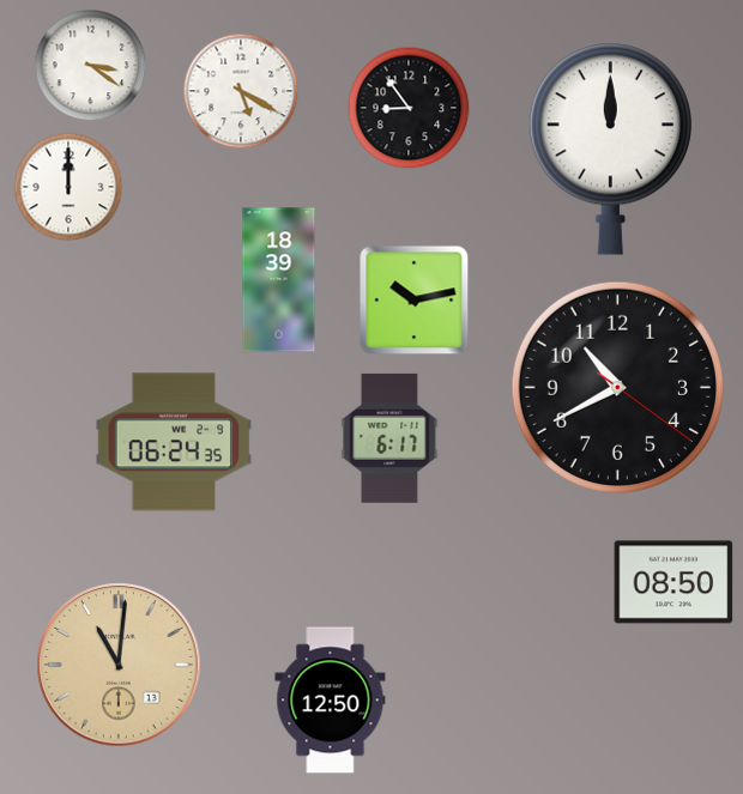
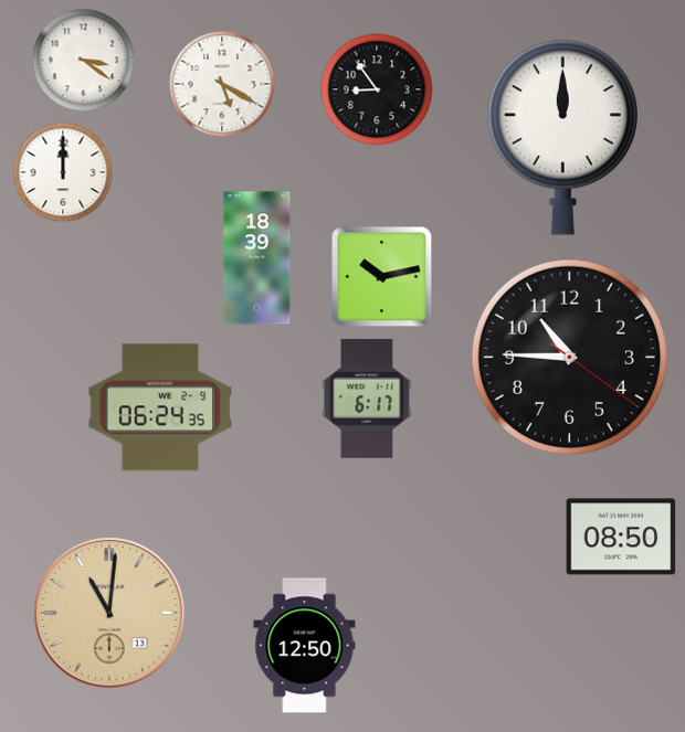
clock at (409, 108) position: (409, 108) -> (377, 89)
clock at (617, 387): 10:40 -> 10:45
clock at (389, 438) position: (389, 438) -> (367, 399)
